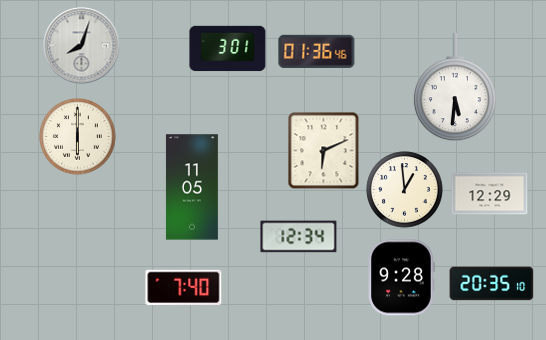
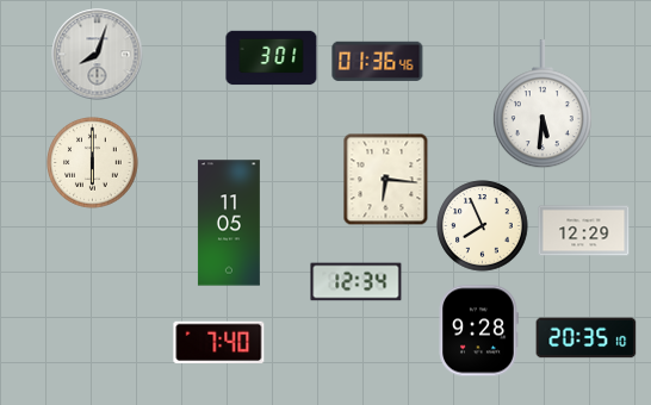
clock at (324, 150): 6:11 -> 6:16
clock at (405, 190): 12:59 -> 7:56
